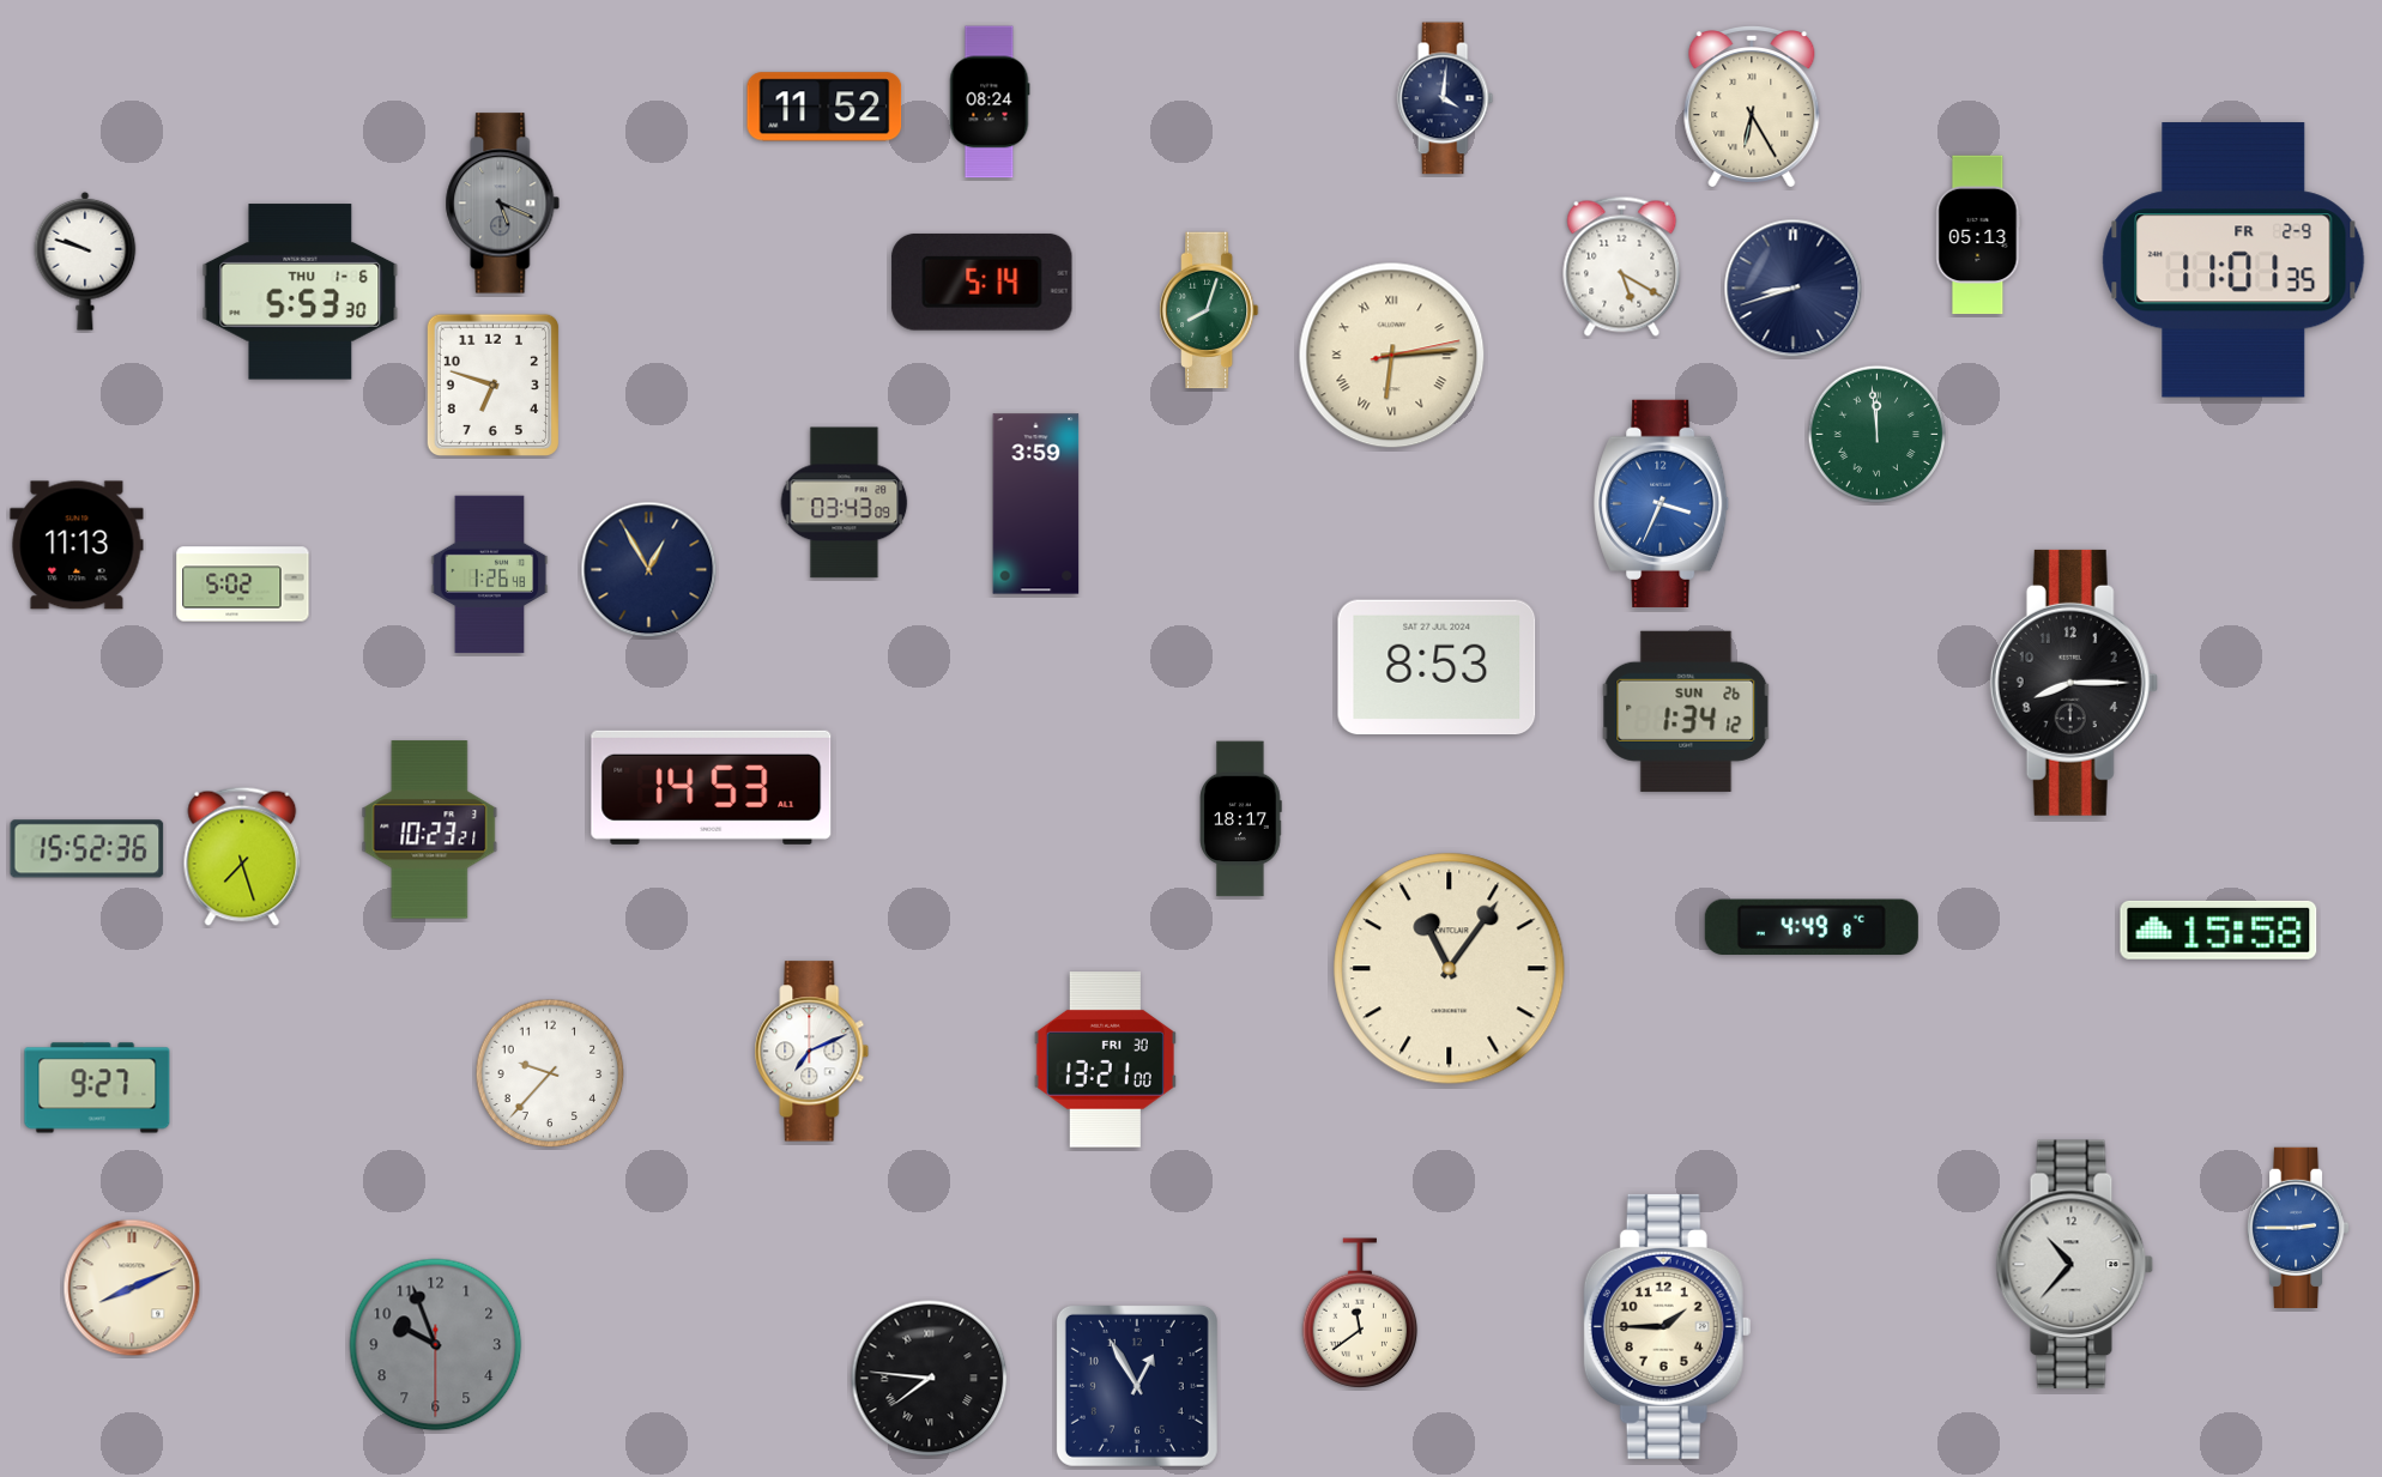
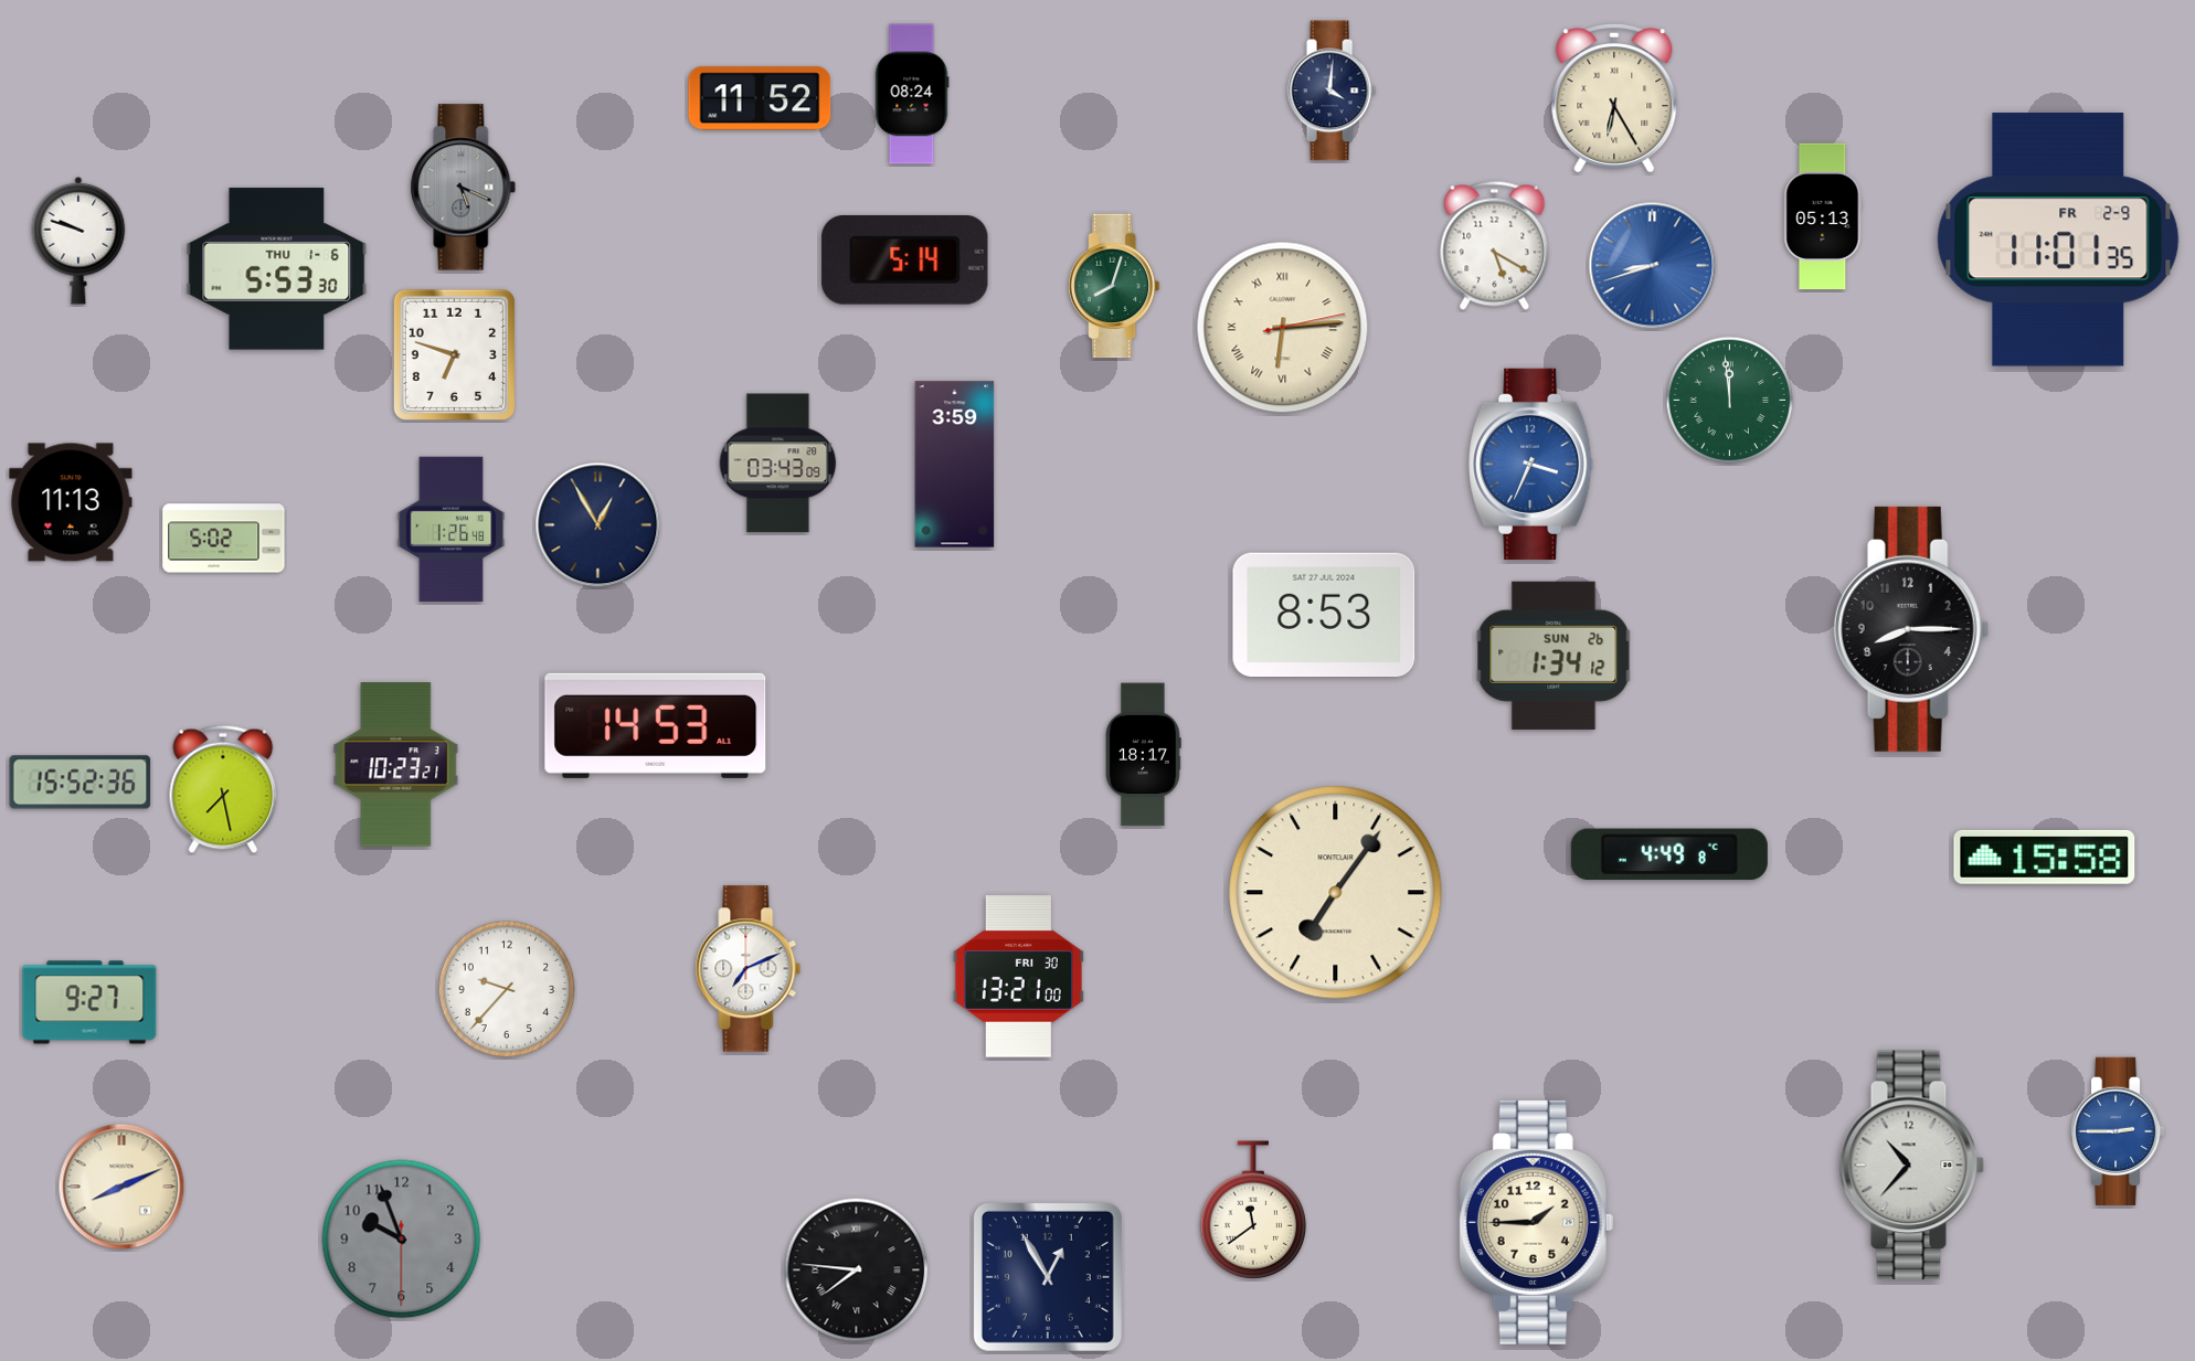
clock at (1794, 289) dial: navy -> blue
clock at (242, 856): 7:27 -> 7:28
clock at (1450, 969): 11:06 -> 7:06
